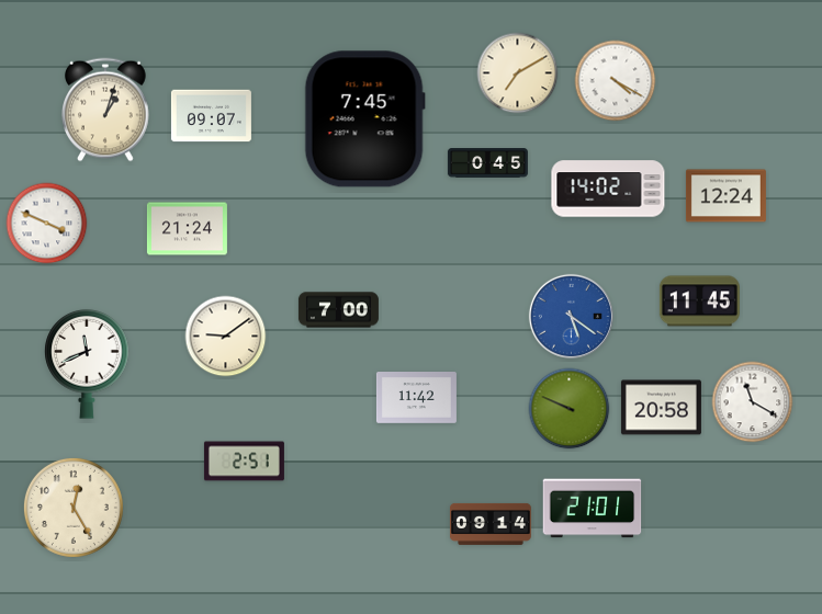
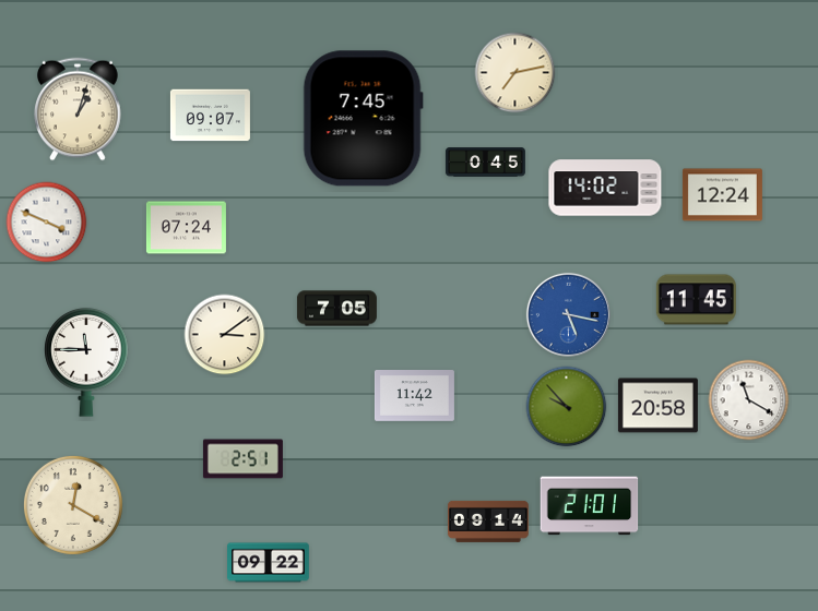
clock at (518, 73): 7:10 -> 7:13
clock at (616, 81): 4:20 -> none
clock at (106, 110) position: (106, 110) -> (79, 109)
clock at (187, 229): 21:24 -> 07:24
clock at (338, 310): 7:00 -> 7:05
clock at (571, 316): 5:21 -> 5:17
clock at (226, 337): 9:09 -> 3:09
clock at (87, 364): 11:41 -> 11:45
clock at (570, 409): 9:49 -> 9:53
clock at (74, 508): 12:25 -> 12:20
clock at (269, 563): none -> 09:22
